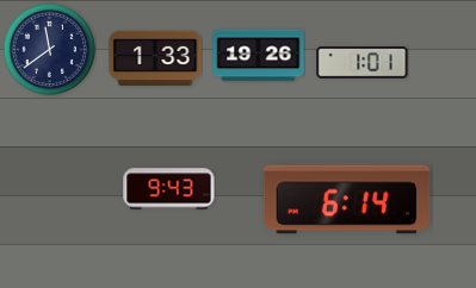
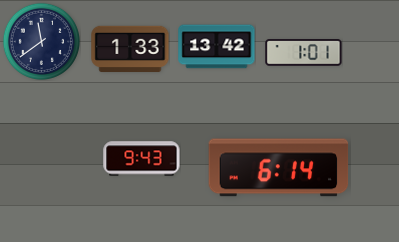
clock at (259, 56): 19:26 -> 13:42
clock at (347, 200) position: (347, 200) -> (279, 168)
